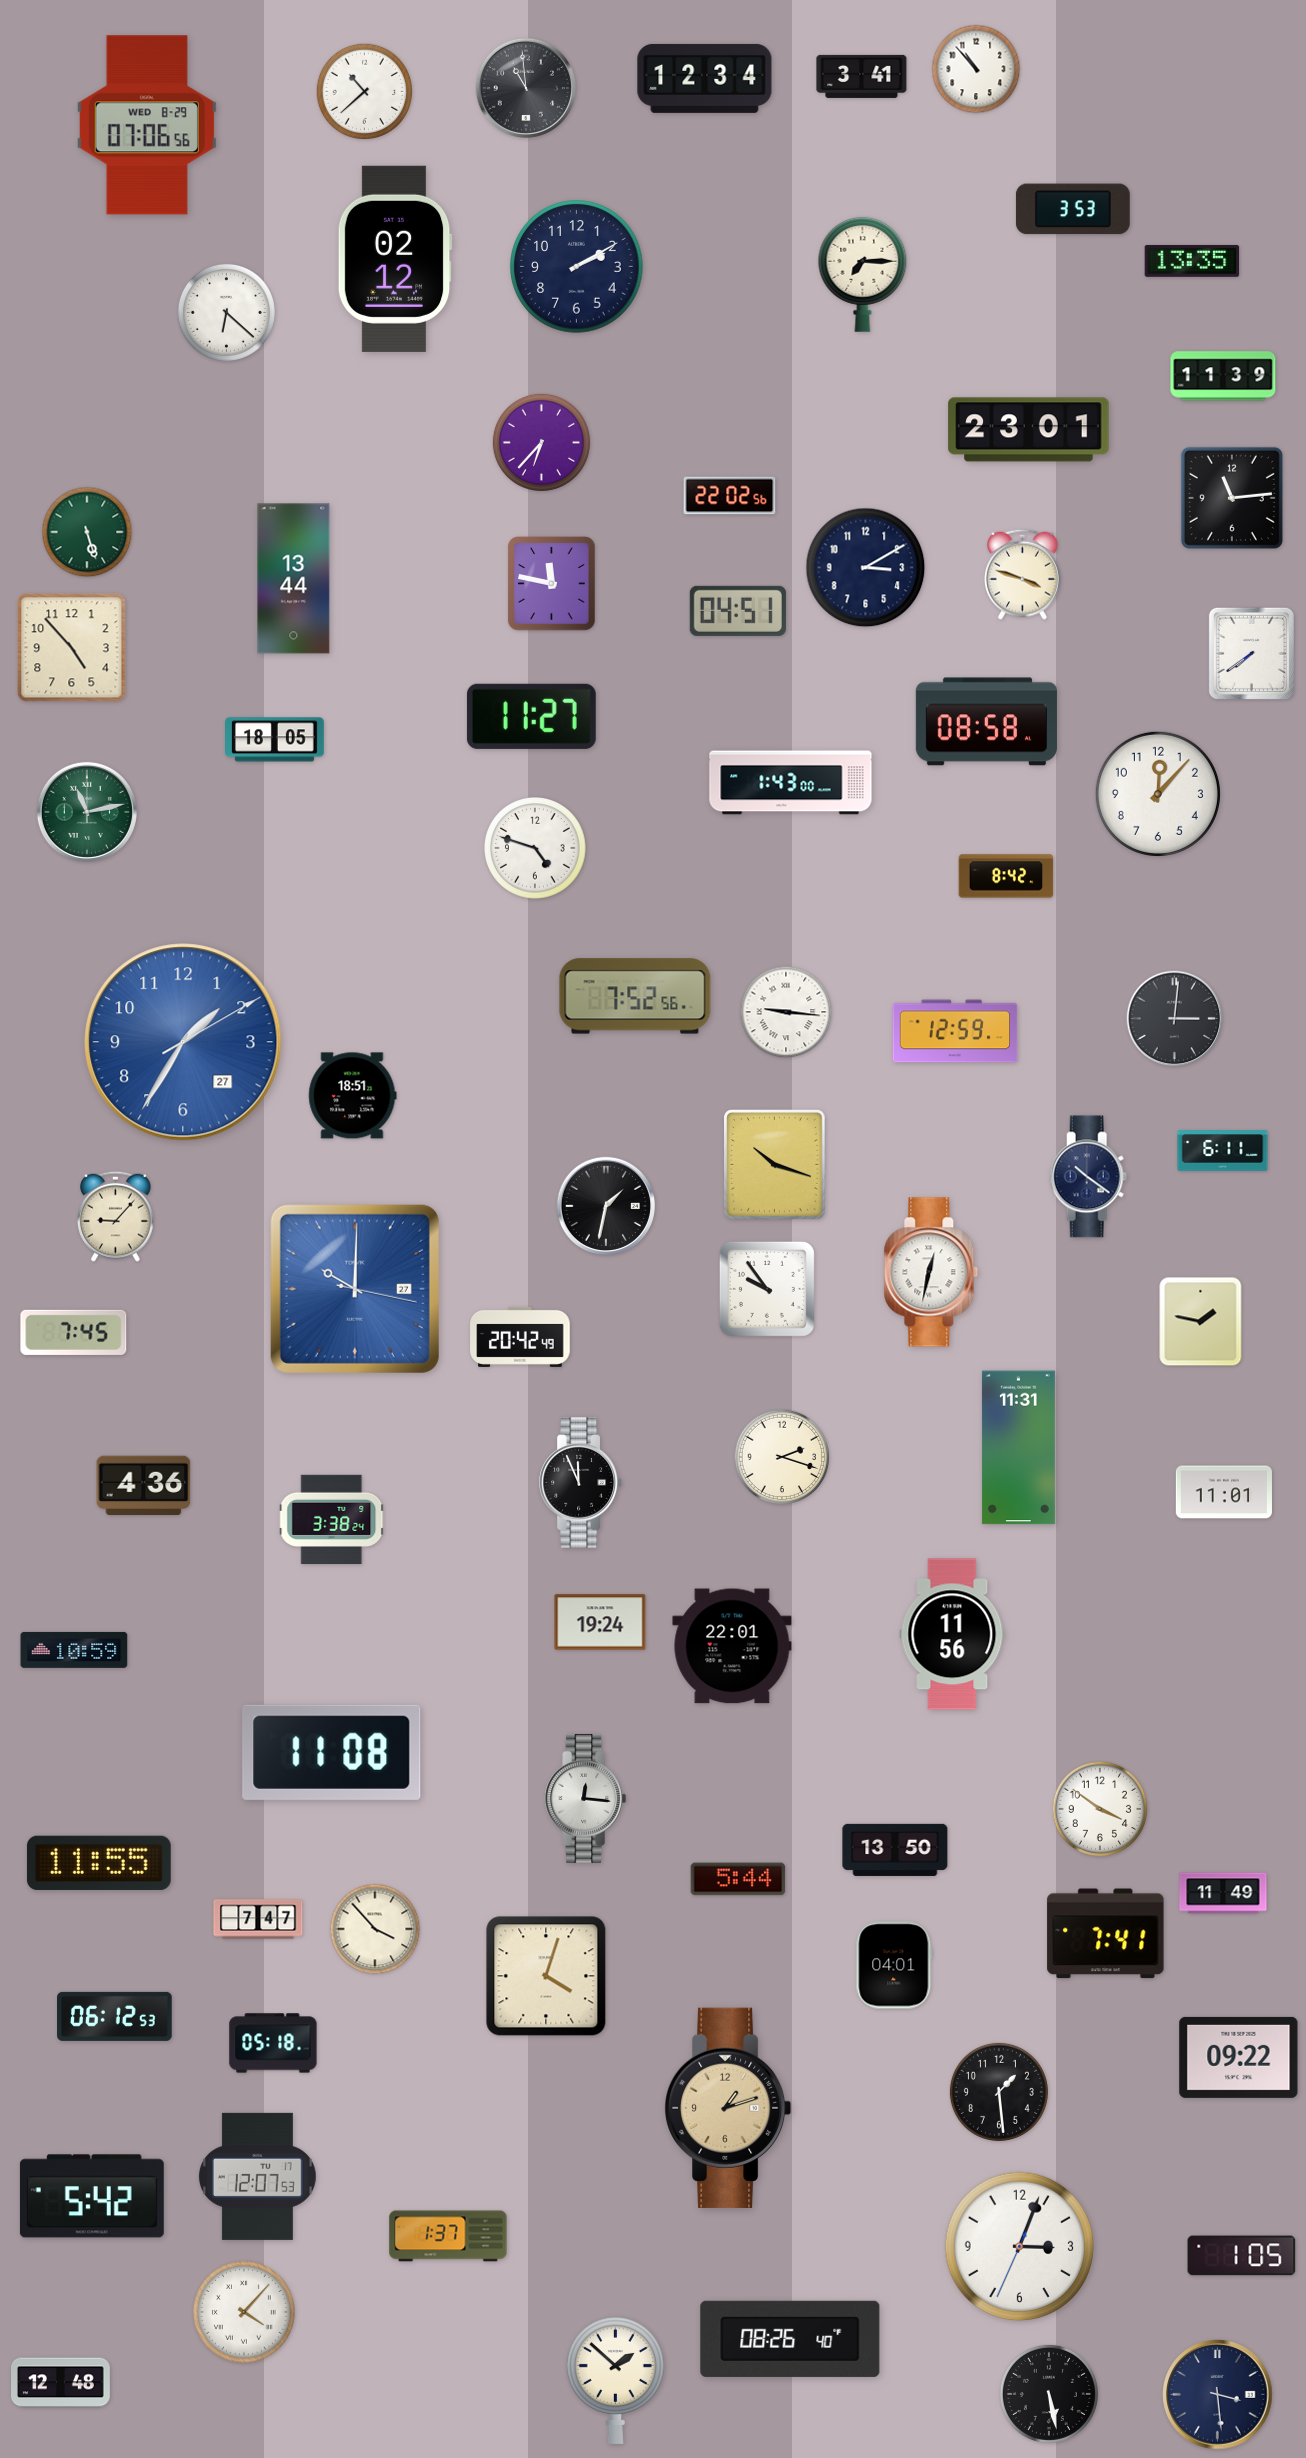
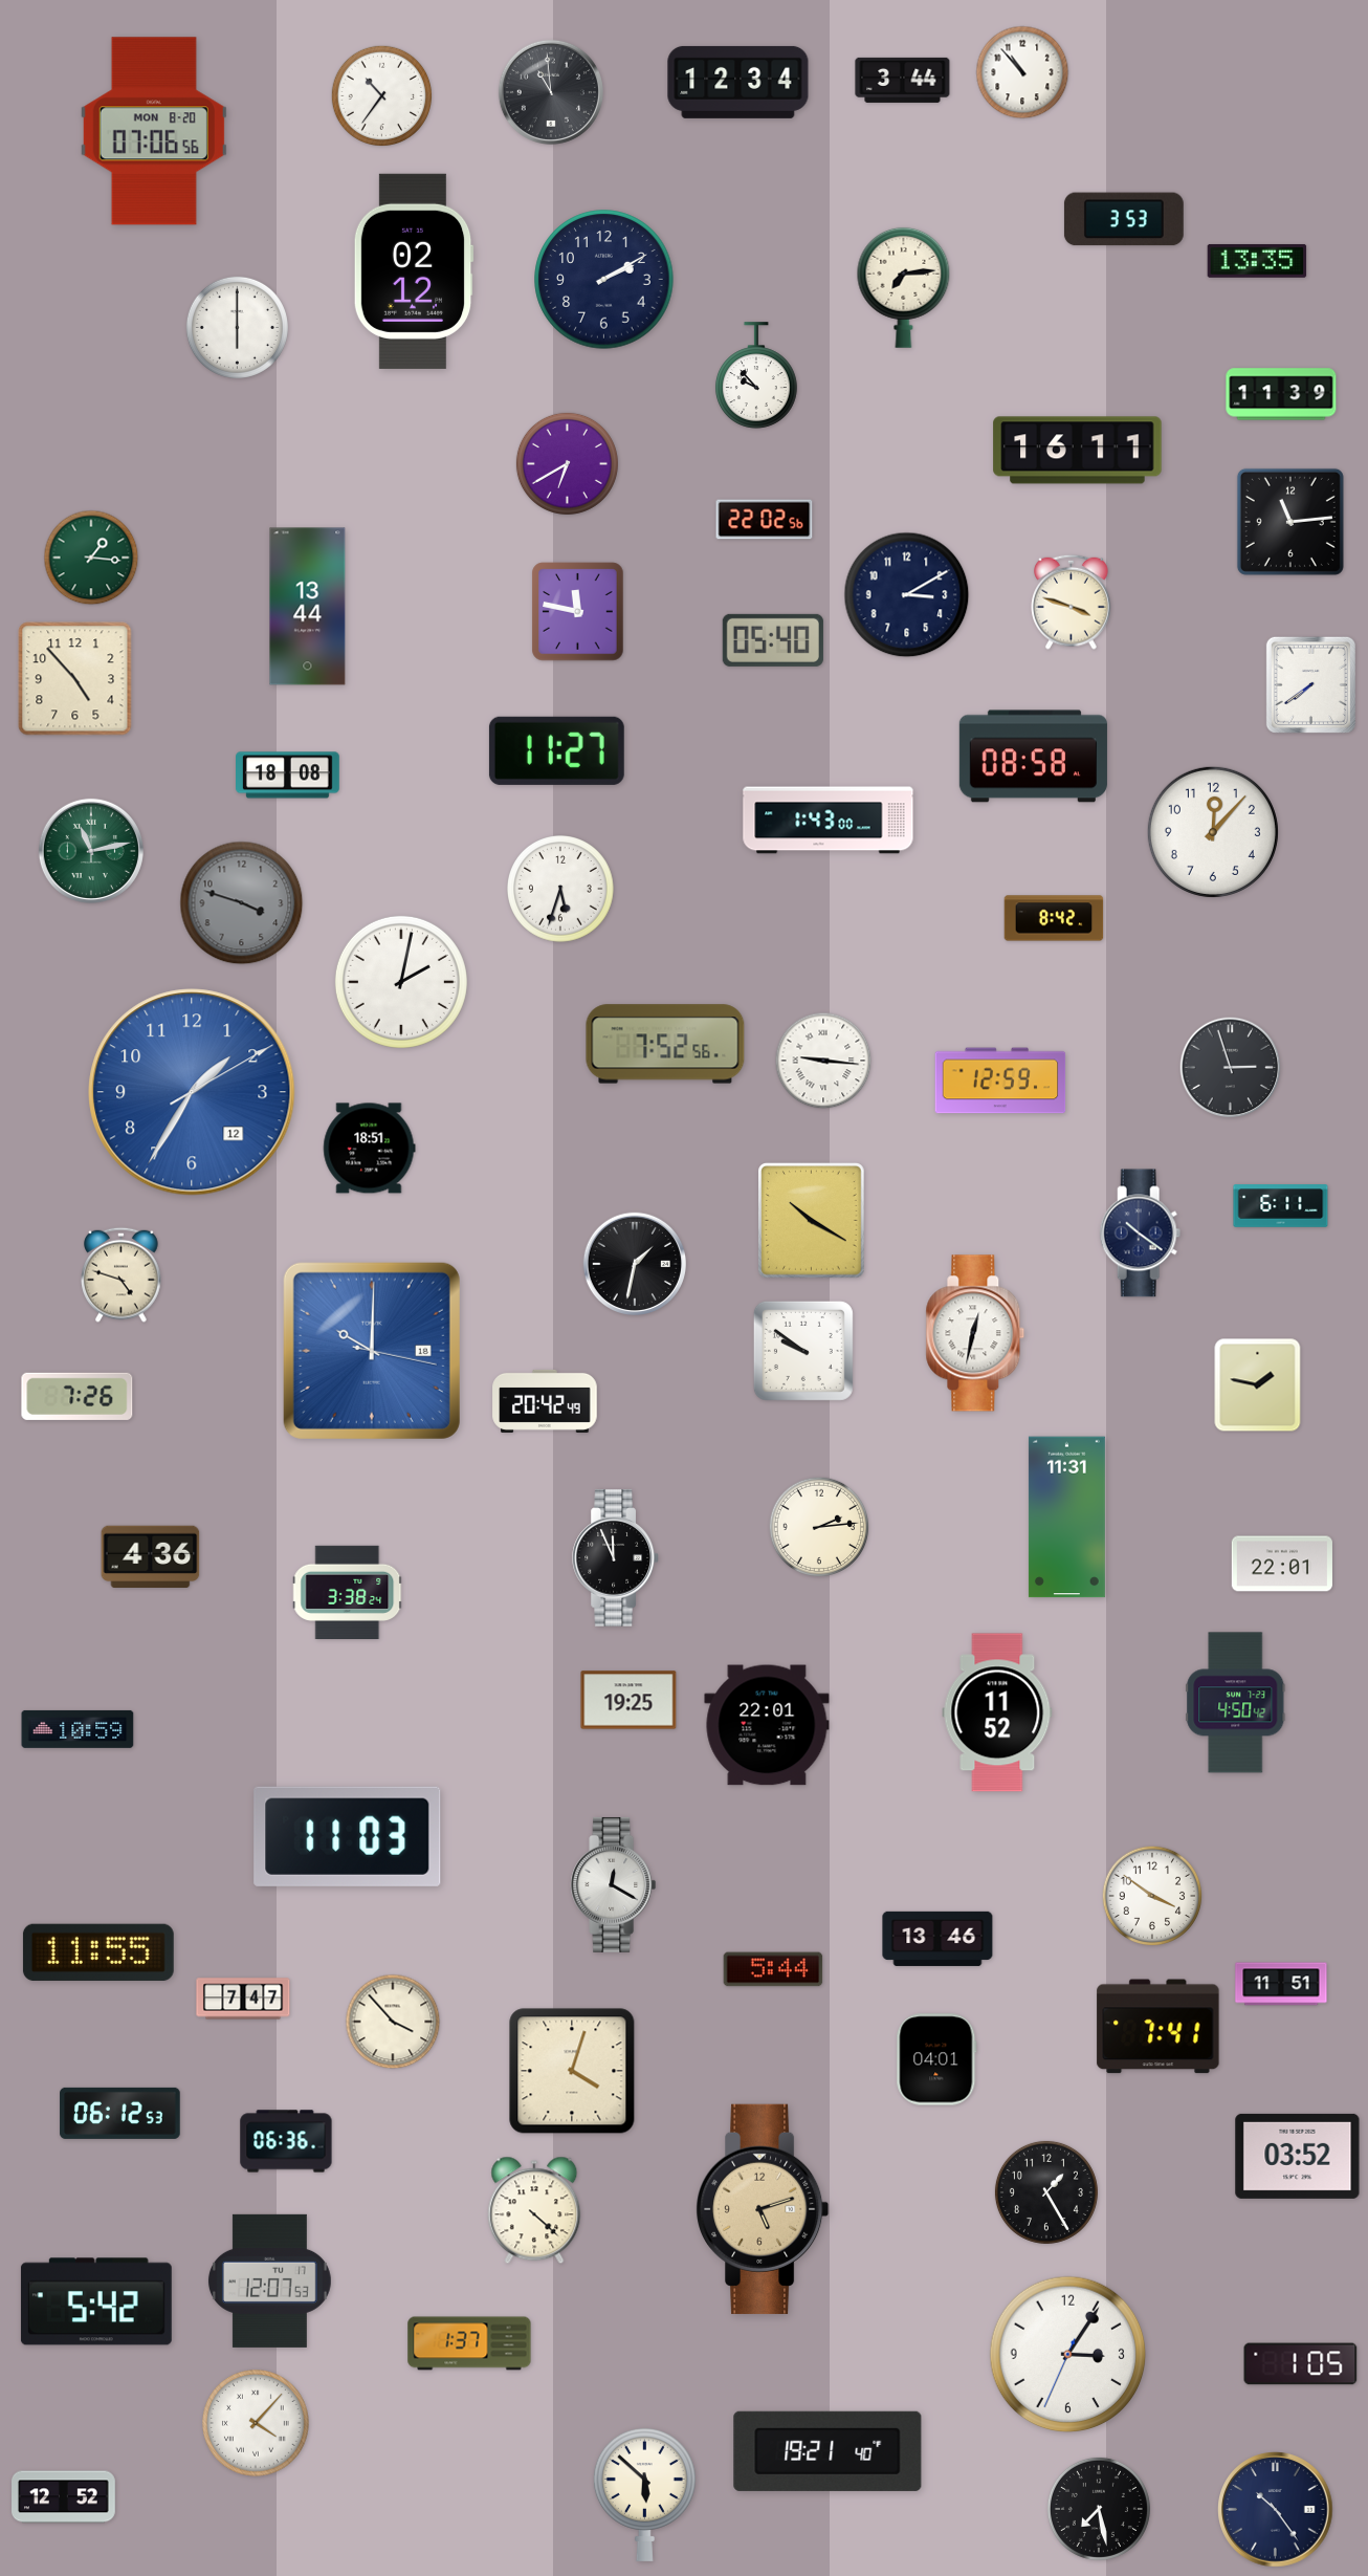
clock at (862, 76): 3:41 -> 3:44
clock at (364, 91): 10:38 -> 10:36
clock at (147, 125) date: WED 8-29 -> MON 8-20
clock at (1192, 261) position: (1192, 261) -> (1257, 261)
clock at (863, 274): 7:15 -> 7:14
clock at (226, 312): 6:22 -> 6:00
clock at (756, 375): none -> 9:53
clock at (1029, 430): 23:01 -> 16:11
clock at (541, 442): 6:37 -> 6:40
clock at (87, 532): 5:27 -> 1:16
clock at (738, 611): 04:51 -> 05:40
clock at (275, 740): 18:05 -> 18:08
clock at (536, 849): 4:48 -> 5:33
clock at (242, 903): none -> 3:48
clock at (401, 982): none -> 2:02
clock at (1175, 1019): 3:01 -> 2:57
clock at (183, 1042) date: 27 -> 12
clock at (775, 1165): 10:18 -> 10:20
clock at (116, 1216): 9:07 -> 4:48
clock at (355, 1289) date: 27 -> 18
clock at (767, 1289): 9:54 -> 9:51
clock at (74, 1332): 7:45 -> 7:26
clock at (782, 1457): 2:18 -> 2:14
clock at (581, 1483) position: (581, 1483) -> (616, 1558)
clock at (1224, 1492): 11:01 -> 22:01
clock at (600, 1622): 19:24 -> 19:25
clock at (1236, 1703): none -> 4:50
clock at (952, 1634): 11:56 -> 11:52
clock at (332, 1752): 11:08 -> 11:03
clock at (586, 1798): 12:16 -> 12:20
clock at (895, 1850): 13:50 -> 13:46
clock at (99, 1863) position: (99, 1863) -> (98, 1952)
clock at (1223, 1893): 11:49 -> 11:51
clock at (258, 1919) position: (258, 1919) -> (243, 1999)
clock at (273, 2043): 05:18 -> 06:36
clock at (1239, 2057): 09:22 -> 03:52
clock at (999, 2092): 1:29 -> 1:25
clock at (729, 2108): 1:12 -> 5:12
clock at (534, 2210): none -> 4:22
clock at (1020, 2247): 3:03 -> 3:05
clock at (790, 2339): 08:26 -> 19:21
clock at (615, 2380): 1:52 -> 5:52
clock at (61, 2383): 12:48 -> 12:52
clock at (1049, 2394): 5:28 -> 7:28
clock at (1218, 2395): 3:29 -> 10:24
